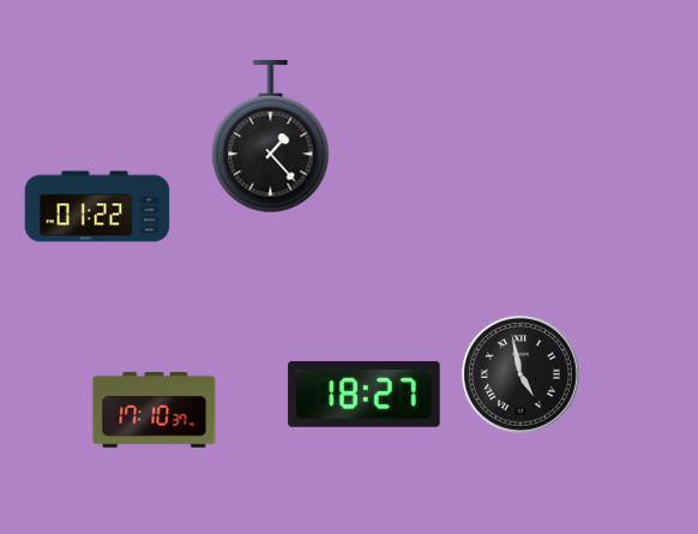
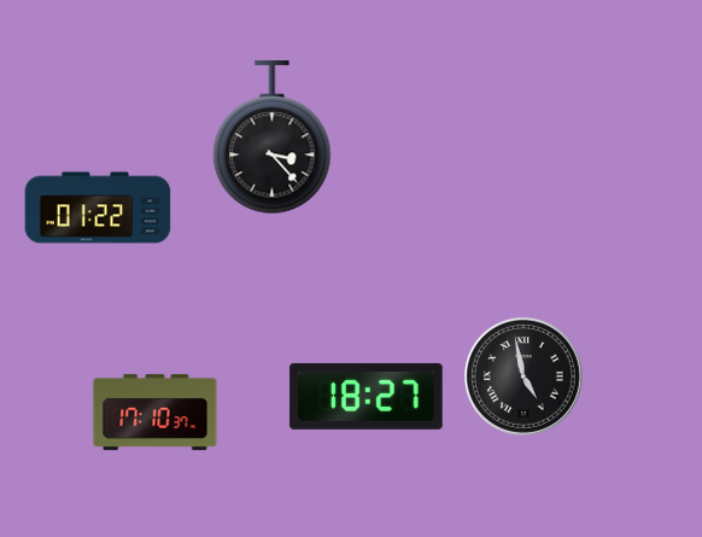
clock at (271, 137): 1:23 -> 3:23
